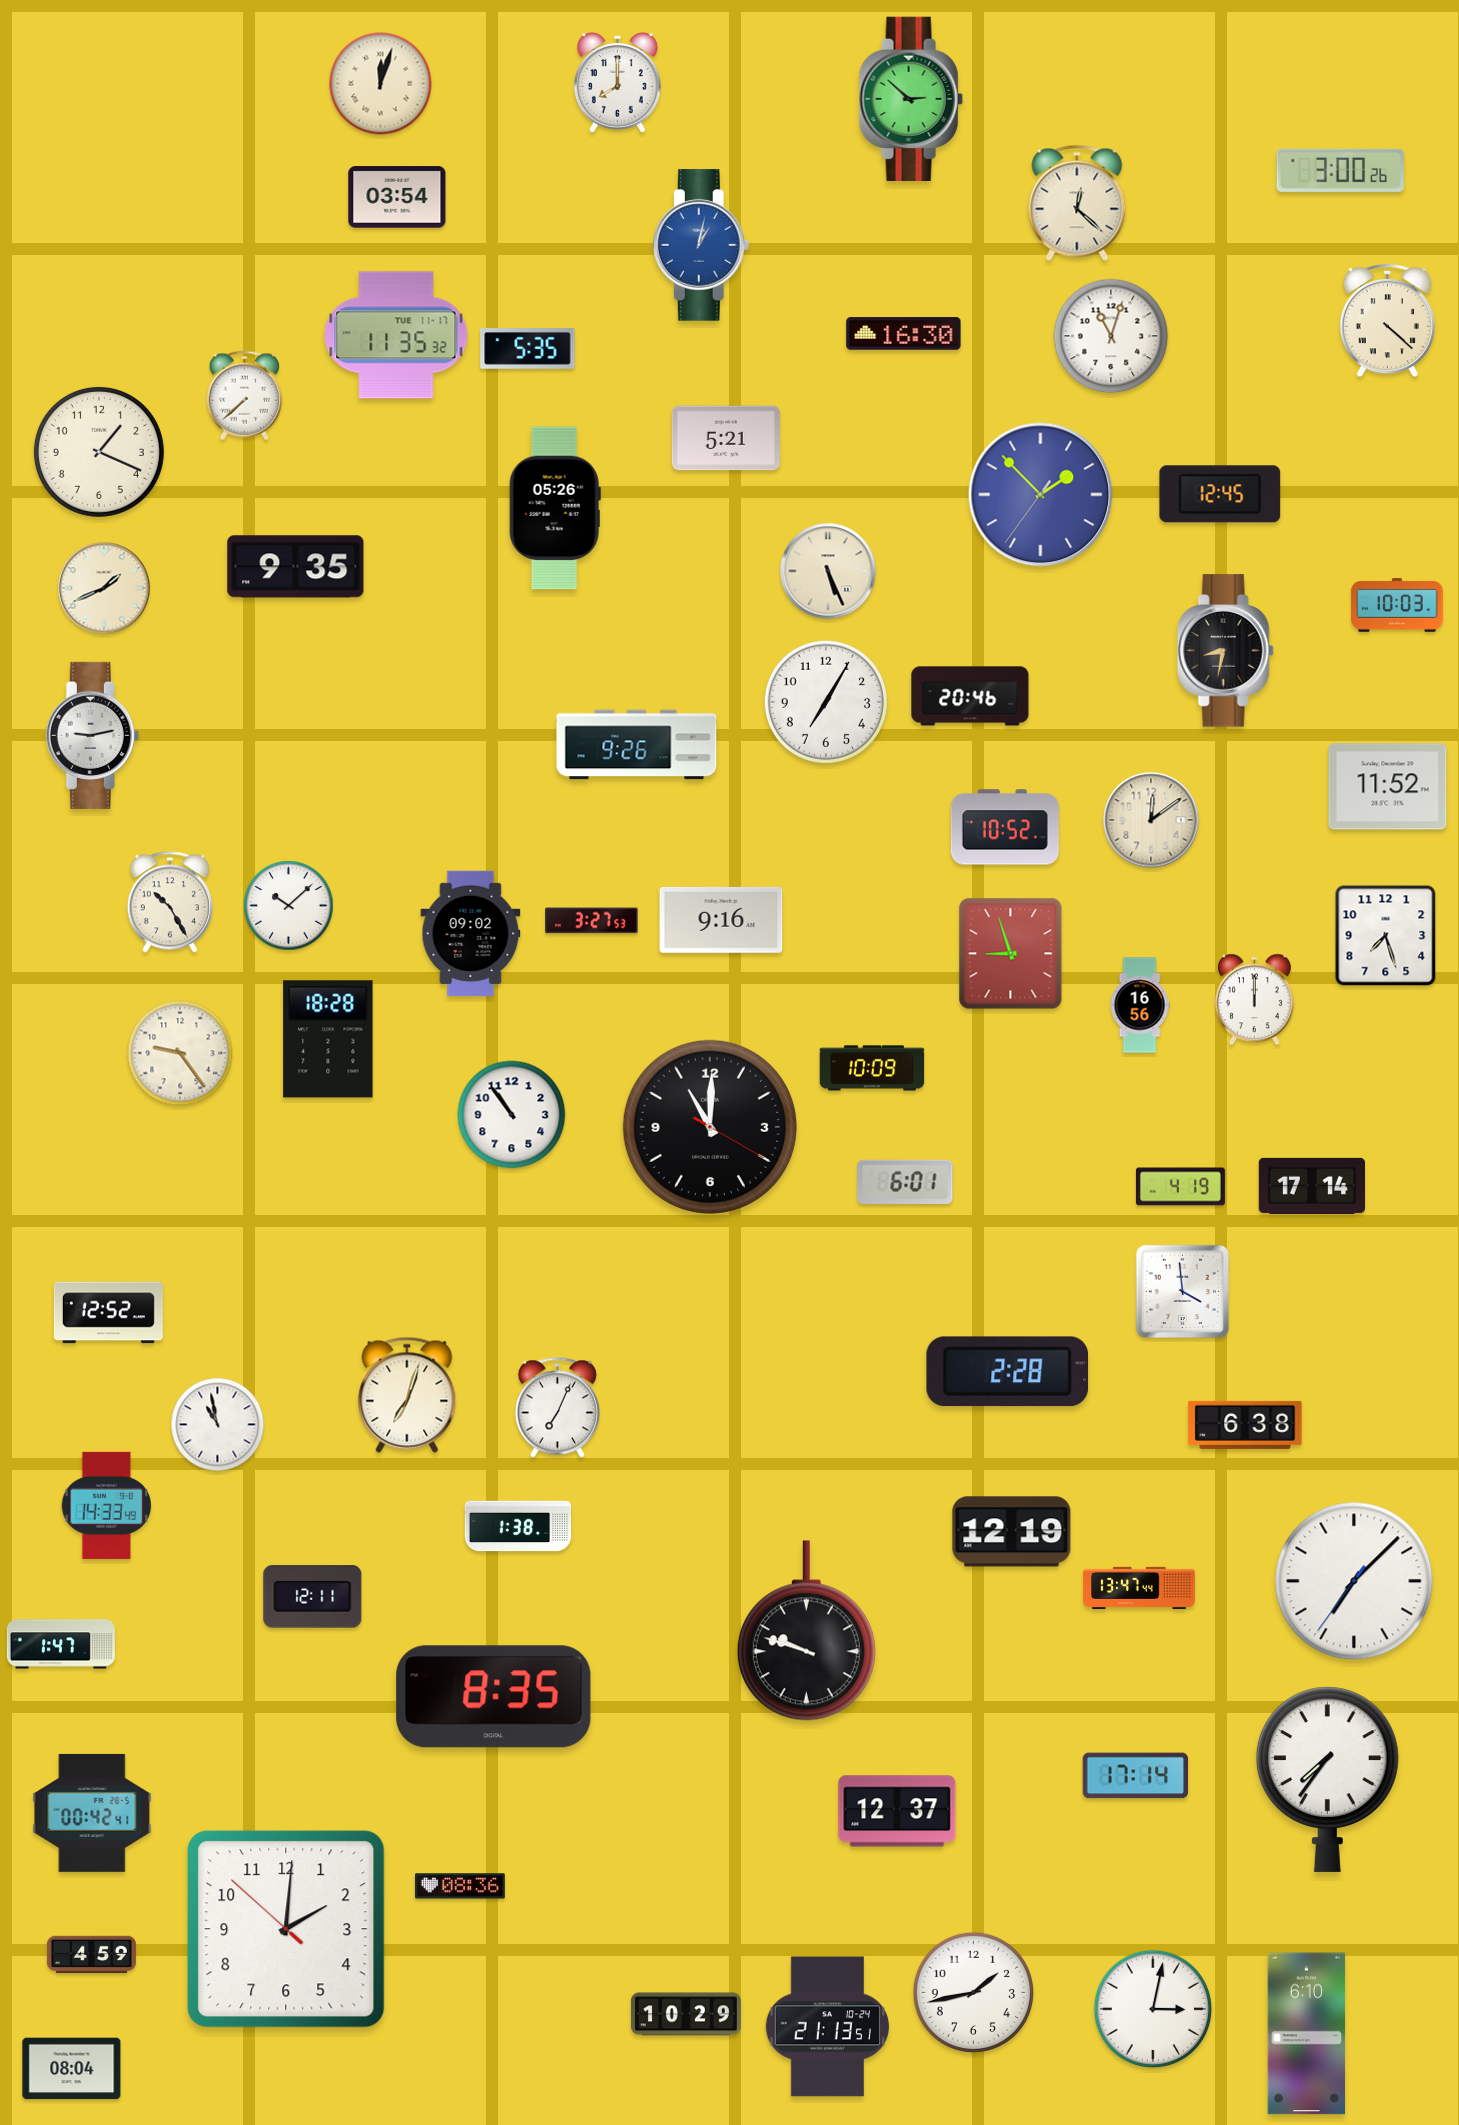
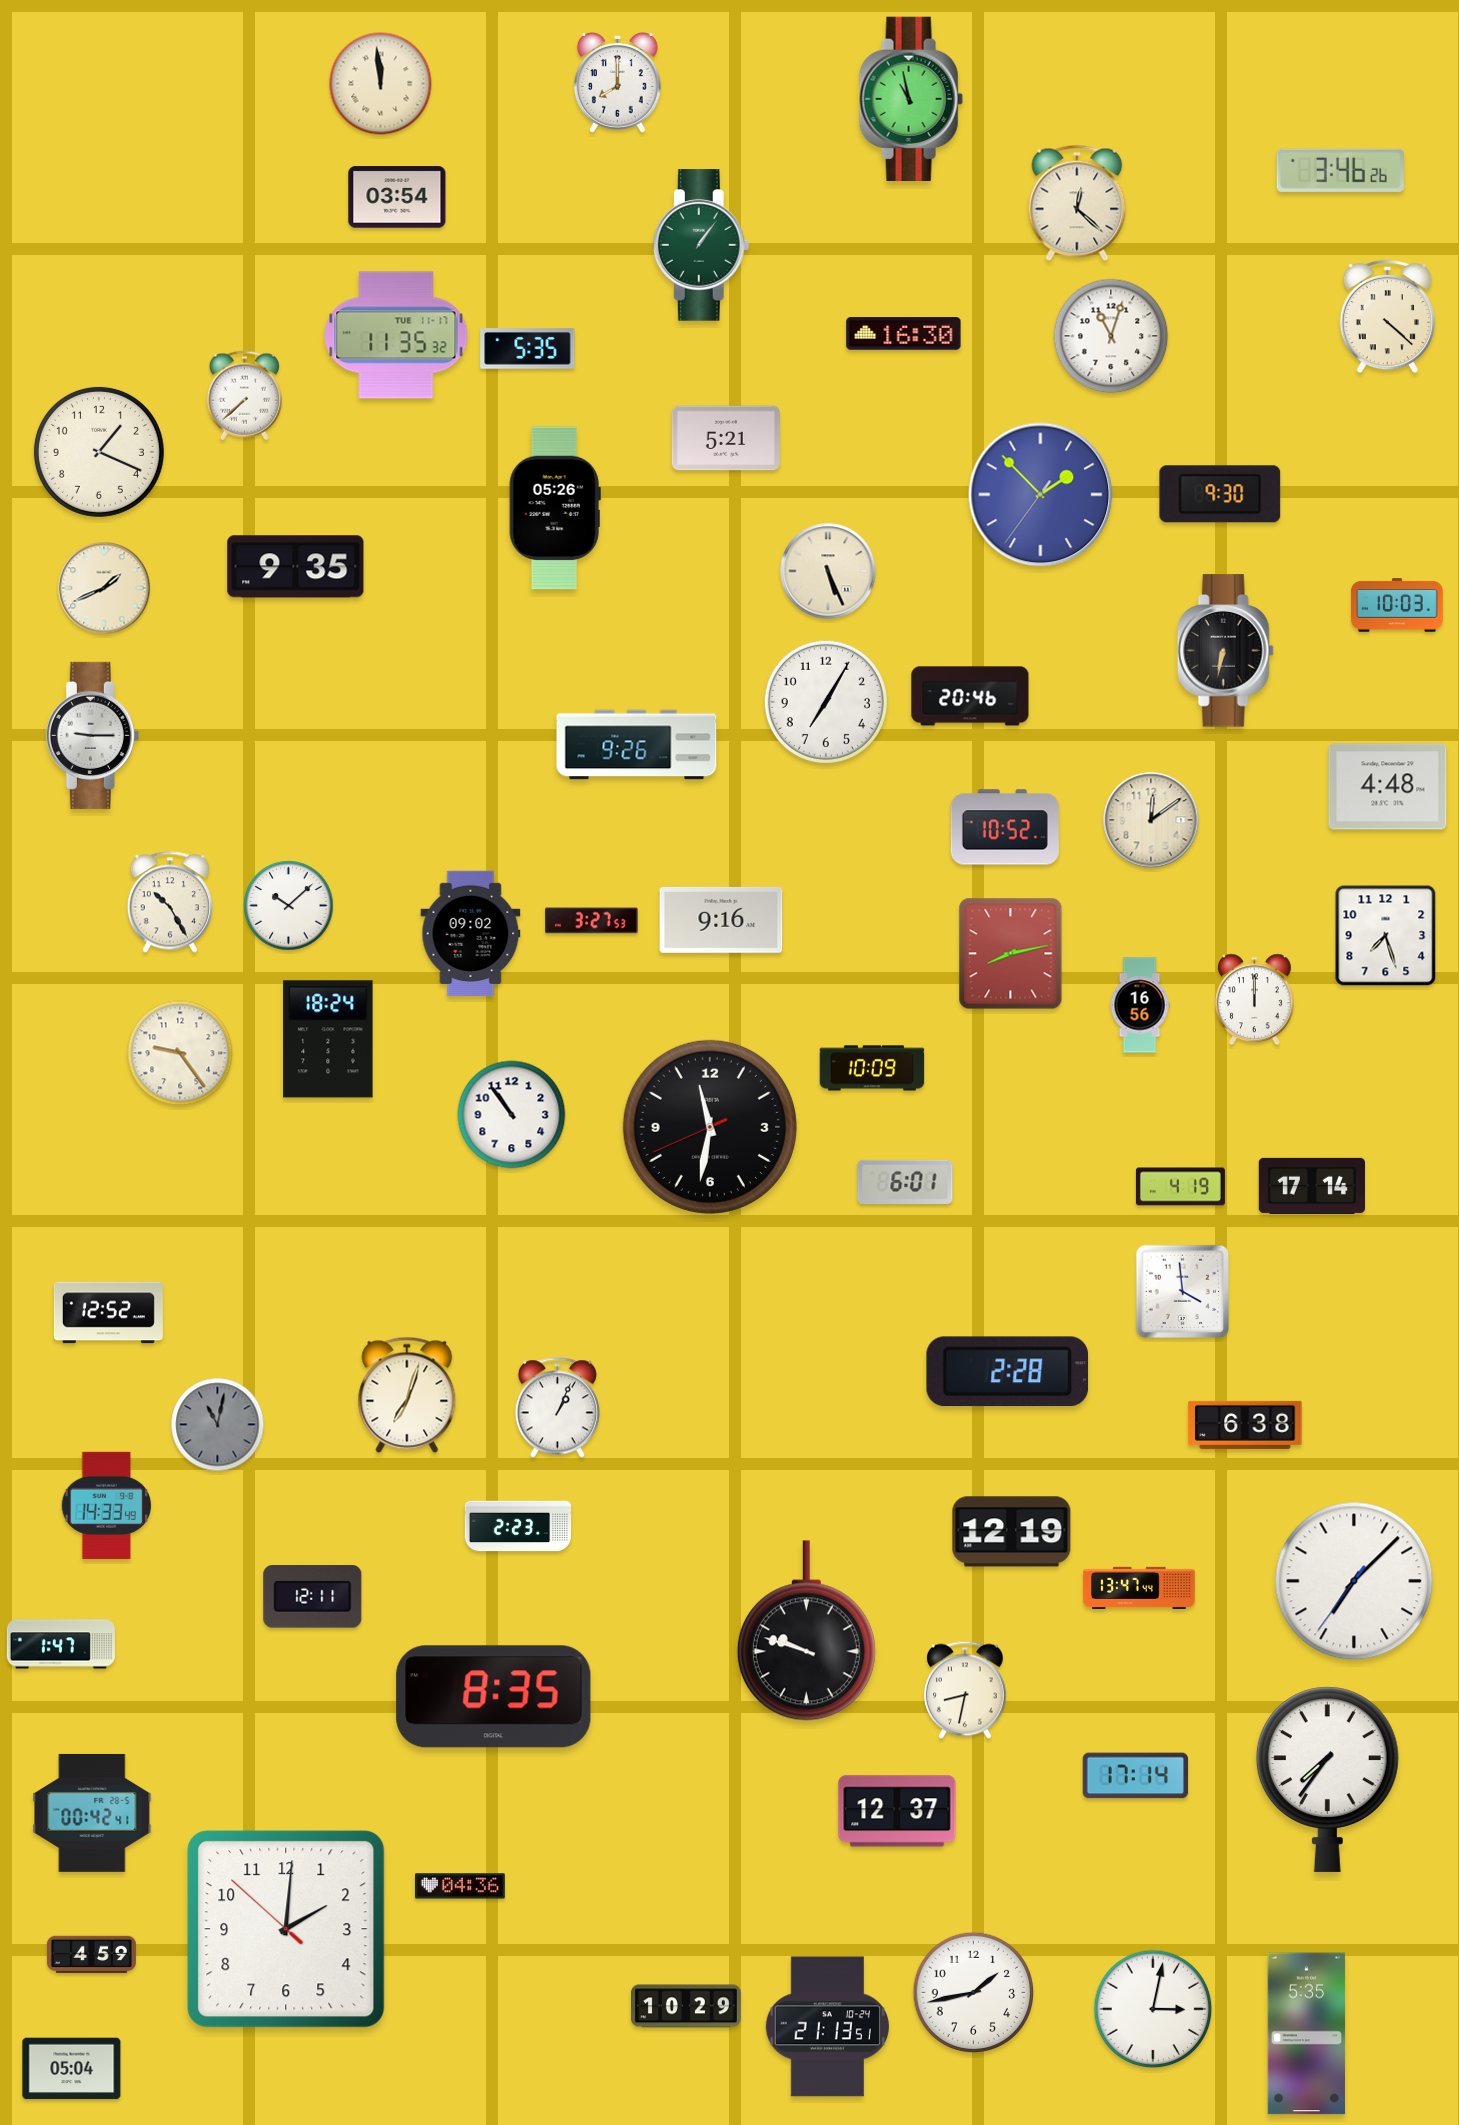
clock at (381, 84): 12:03 -> 11:59
clock at (911, 98): 2:52 -> 10:58
clock at (1340, 170): 3:00 -> 3:46
clock at (701, 245): 1:02 -> 1:06
clock at (701, 245) dial: blue -> green
clock at (1387, 321) position: (1387, 321) -> (1387, 317)
clock at (1220, 494): 12:45 -> 9:30
clock at (1225, 651): 8:32 -> 6:32
clock at (92, 735): 9:13 -> 9:15
clock at (1388, 787): 11:52 -> 4:48
clock at (1011, 954): 8:57 -> 8:13
clock at (328, 1039): 18:28 -> 18:24
clock at (710, 1127): 11:00 -> 11:31
clock at (557, 1408): 7:04 -> 1:04
clock at (218, 1425): 10:58 -> 11:02
clock at (218, 1425) dial: white -> grey
clock at (518, 1526): 1:38 -> 2:23
clock at (965, 1690): none -> 8:32
clock at (460, 1886): 08:36 -> 04:36
clock at (686, 2014) position: (686, 2014) -> (686, 2006)
clock at (1307, 2034): 6:10 -> 5:35
clock at (72, 2069): 08:04 -> 05:04
